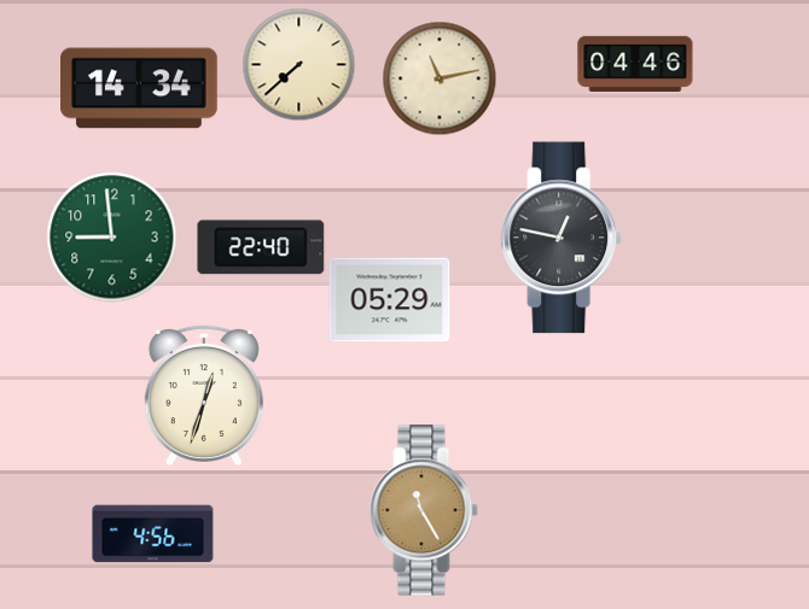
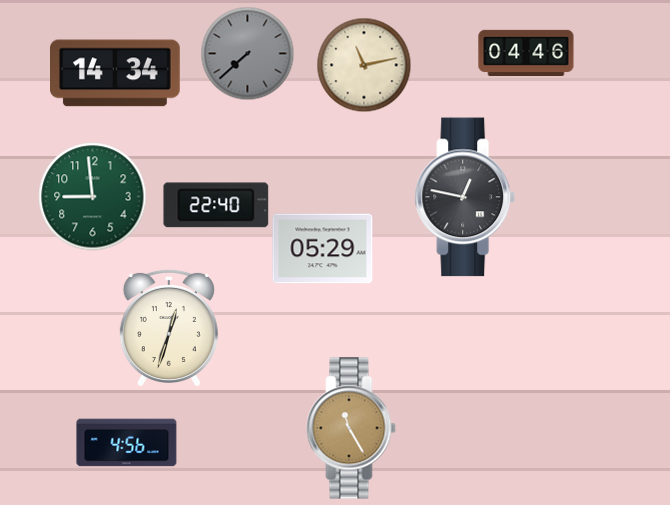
clock at (298, 64) dial: cream -> grey
clock at (424, 510) position: (424, 510) -> (351, 428)
